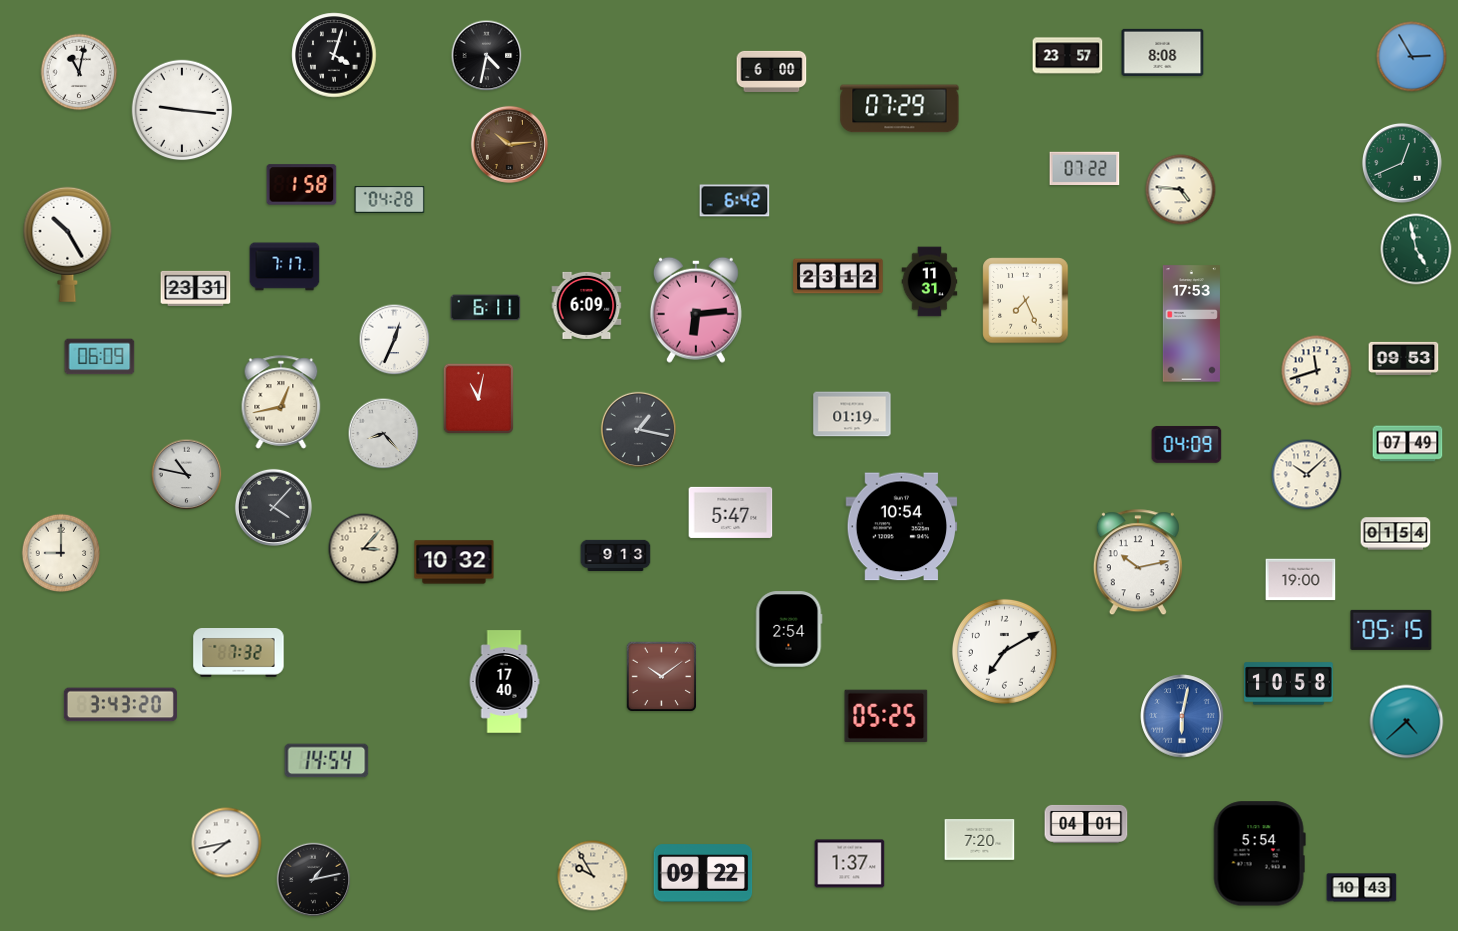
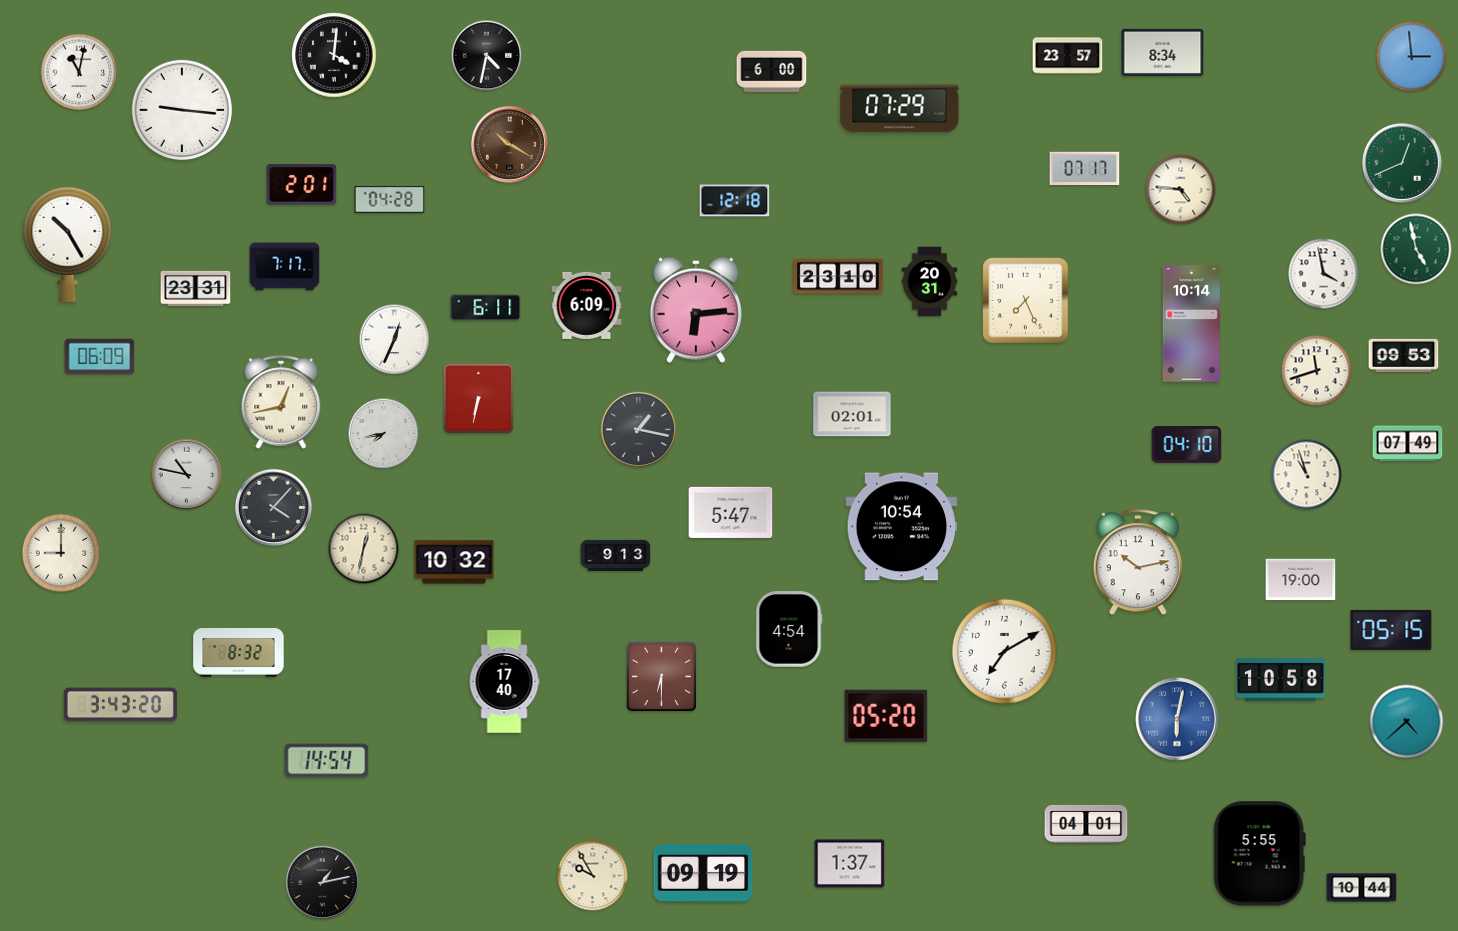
clock at (1163, 52): 8:08 -> 8:34
clock at (334, 55): 4:03 -> 4:01
clock at (1412, 57): 2:55 -> 2:59
clock at (509, 144): 10:14 -> 10:20
clock at (1085, 168): 07:22 -> 07:17
clock at (302, 185): 1:58 -> 2:01
clock at (735, 201): 6:42 -> 12:18
clock at (1324, 274): none -> 3:58
clock at (838, 276): 23:12 -> 23:10
clock at (930, 282): 11:31 -> 20:31
clock at (1191, 324): 17:53 -> 10:14
clock at (1404, 358) position: (1404, 358) -> (1404, 355)
clock at (479, 399): 11:02 -> 6:32
clock at (852, 414): 01:19 -> 02:01
clock at (384, 434): 8:23 -> 7:43
clock at (1187, 444): 04:09 -> 04:10
clock at (1307, 475): 10:08 -> 10:57
clock at (1396, 534): 01:54 -> none
clock at (364, 549): 3:07 -> 12:32
clock at (789, 629): 2:54 -> 4:54
clock at (239, 653): 7:32 -> 8:32
clock at (661, 676): 10:09 -> 6:30
clock at (1289, 684) position: (1289, 684) -> (1281, 680)
clock at (886, 716): 05:25 -> 05:20
clock at (1182, 716) position: (1182, 716) -> (1177, 719)
clock at (980, 840): 7:20 -> none
clock at (227, 843): 7:43 -> none
clock at (1259, 854): 5:54 -> 5:55
clock at (703, 873): 09:22 -> 09:19
clock at (314, 880) position: (314, 880) -> (323, 883)
clock at (1362, 888): 10:43 -> 10:44
